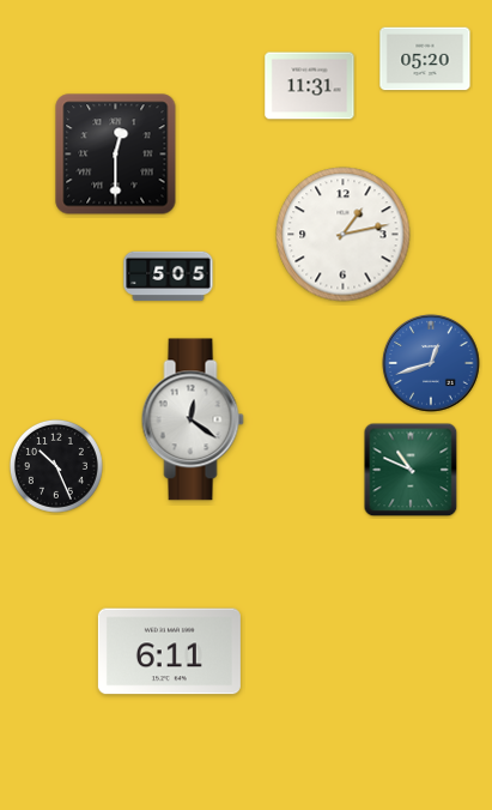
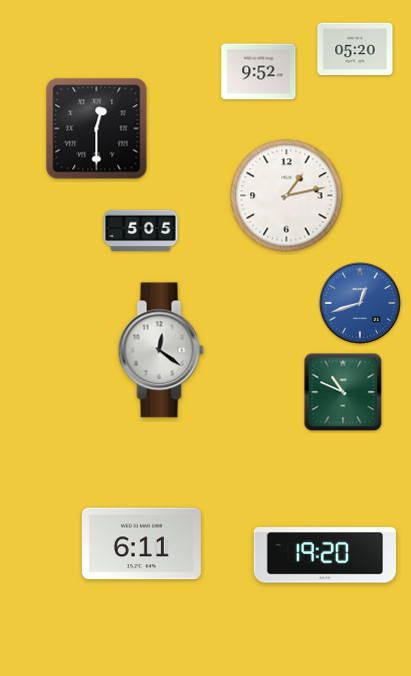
clock at (310, 86): 11:31 -> 9:52
clock at (56, 466): 10:26 -> none
clock at (325, 555): none -> 19:20
